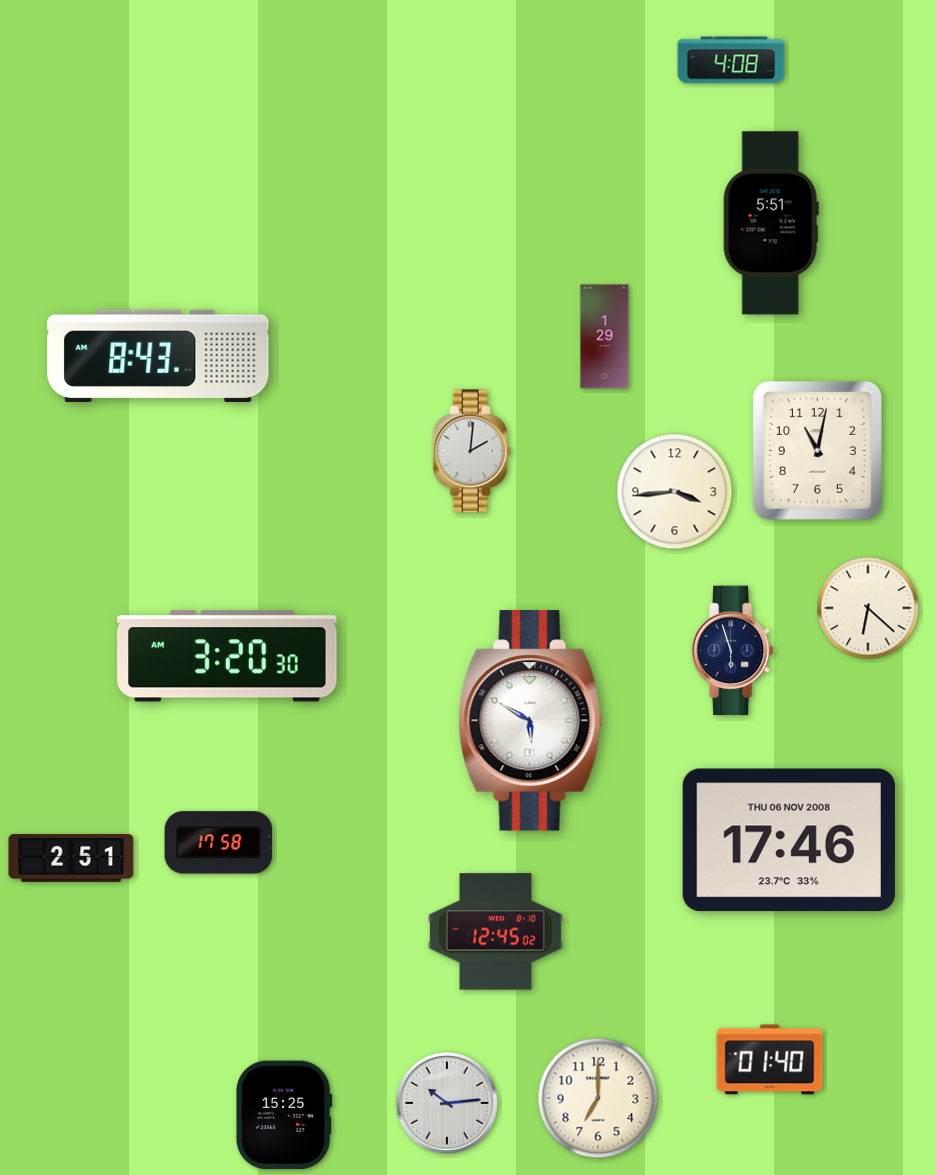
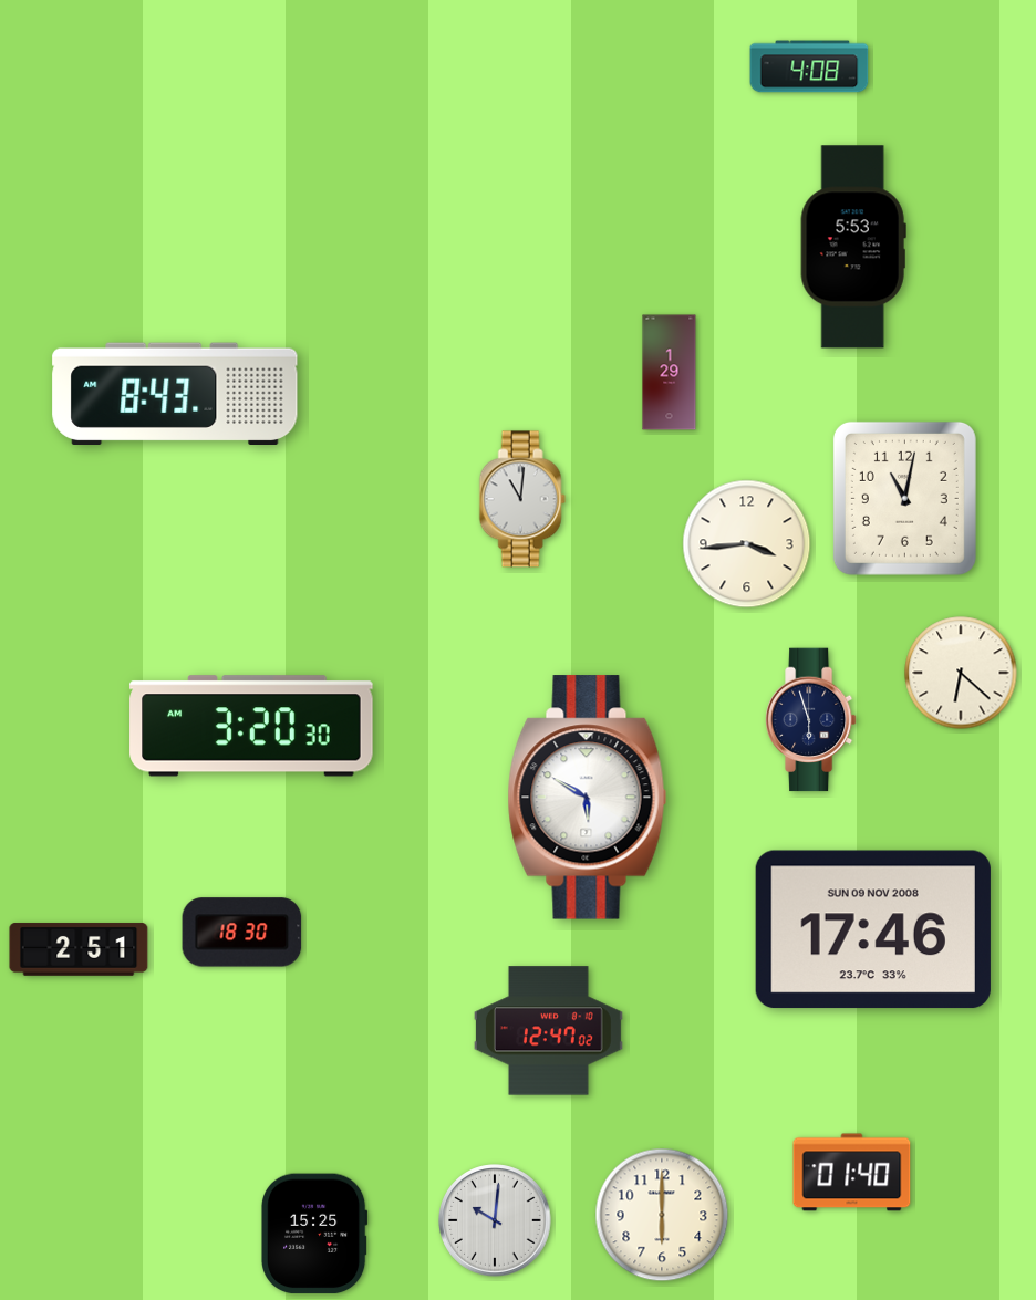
clock at (771, 223): 5:51 -> 5:53
clock at (472, 451): 2:01 -> 11:01
clock at (789, 840) date: THU 06 NOV 2008 -> SUN 09 NOV 2008
clock at (219, 843): 17:58 -> 18:30
clock at (495, 932): 12:45 -> 12:47
clock at (598, 1098): 7:00 -> 6:00
clock at (447, 1103): 10:14 -> 10:01
